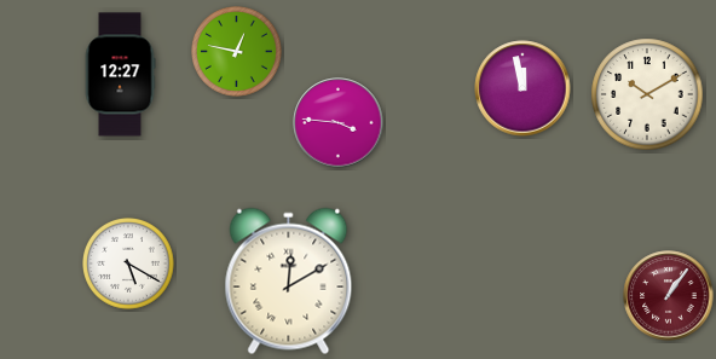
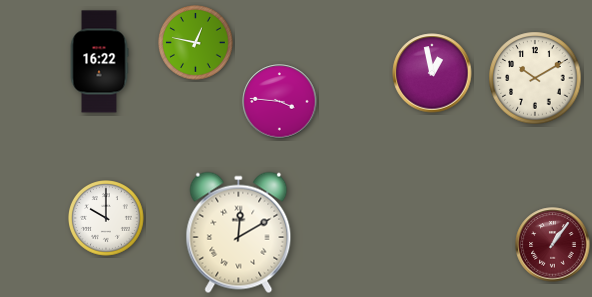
clock at (120, 75): 12:27 -> 16:22
clock at (522, 88): 11:58 -> 12:58
clock at (129, 265): 5:20 -> 10:00
